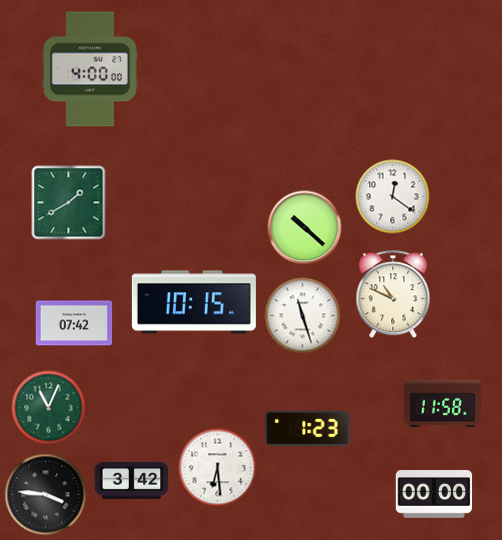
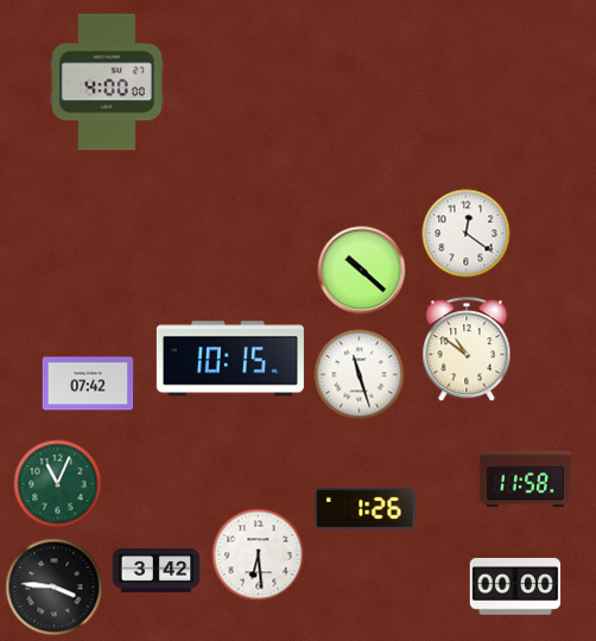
clock at (69, 203): 1:40 -> none
clock at (393, 295): 10:49 -> 10:51
clock at (308, 428): 1:23 -> 1:26
